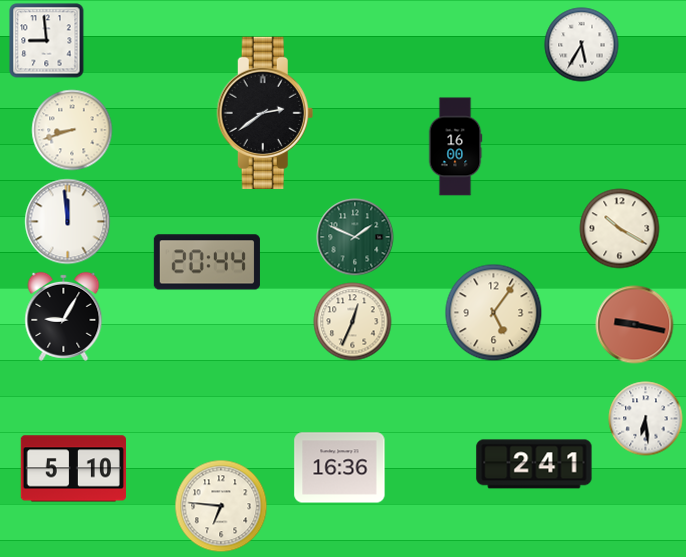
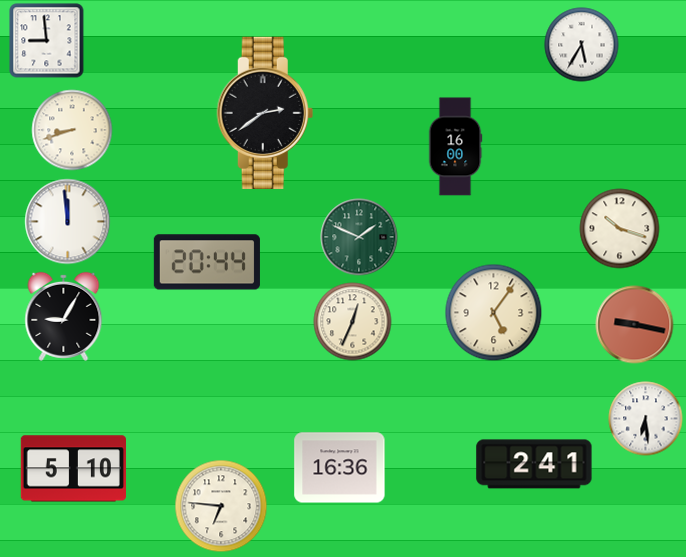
clock at (620, 229): 10:20 -> 10:18
clock at (355, 237) position: (355, 237) -> (359, 237)
